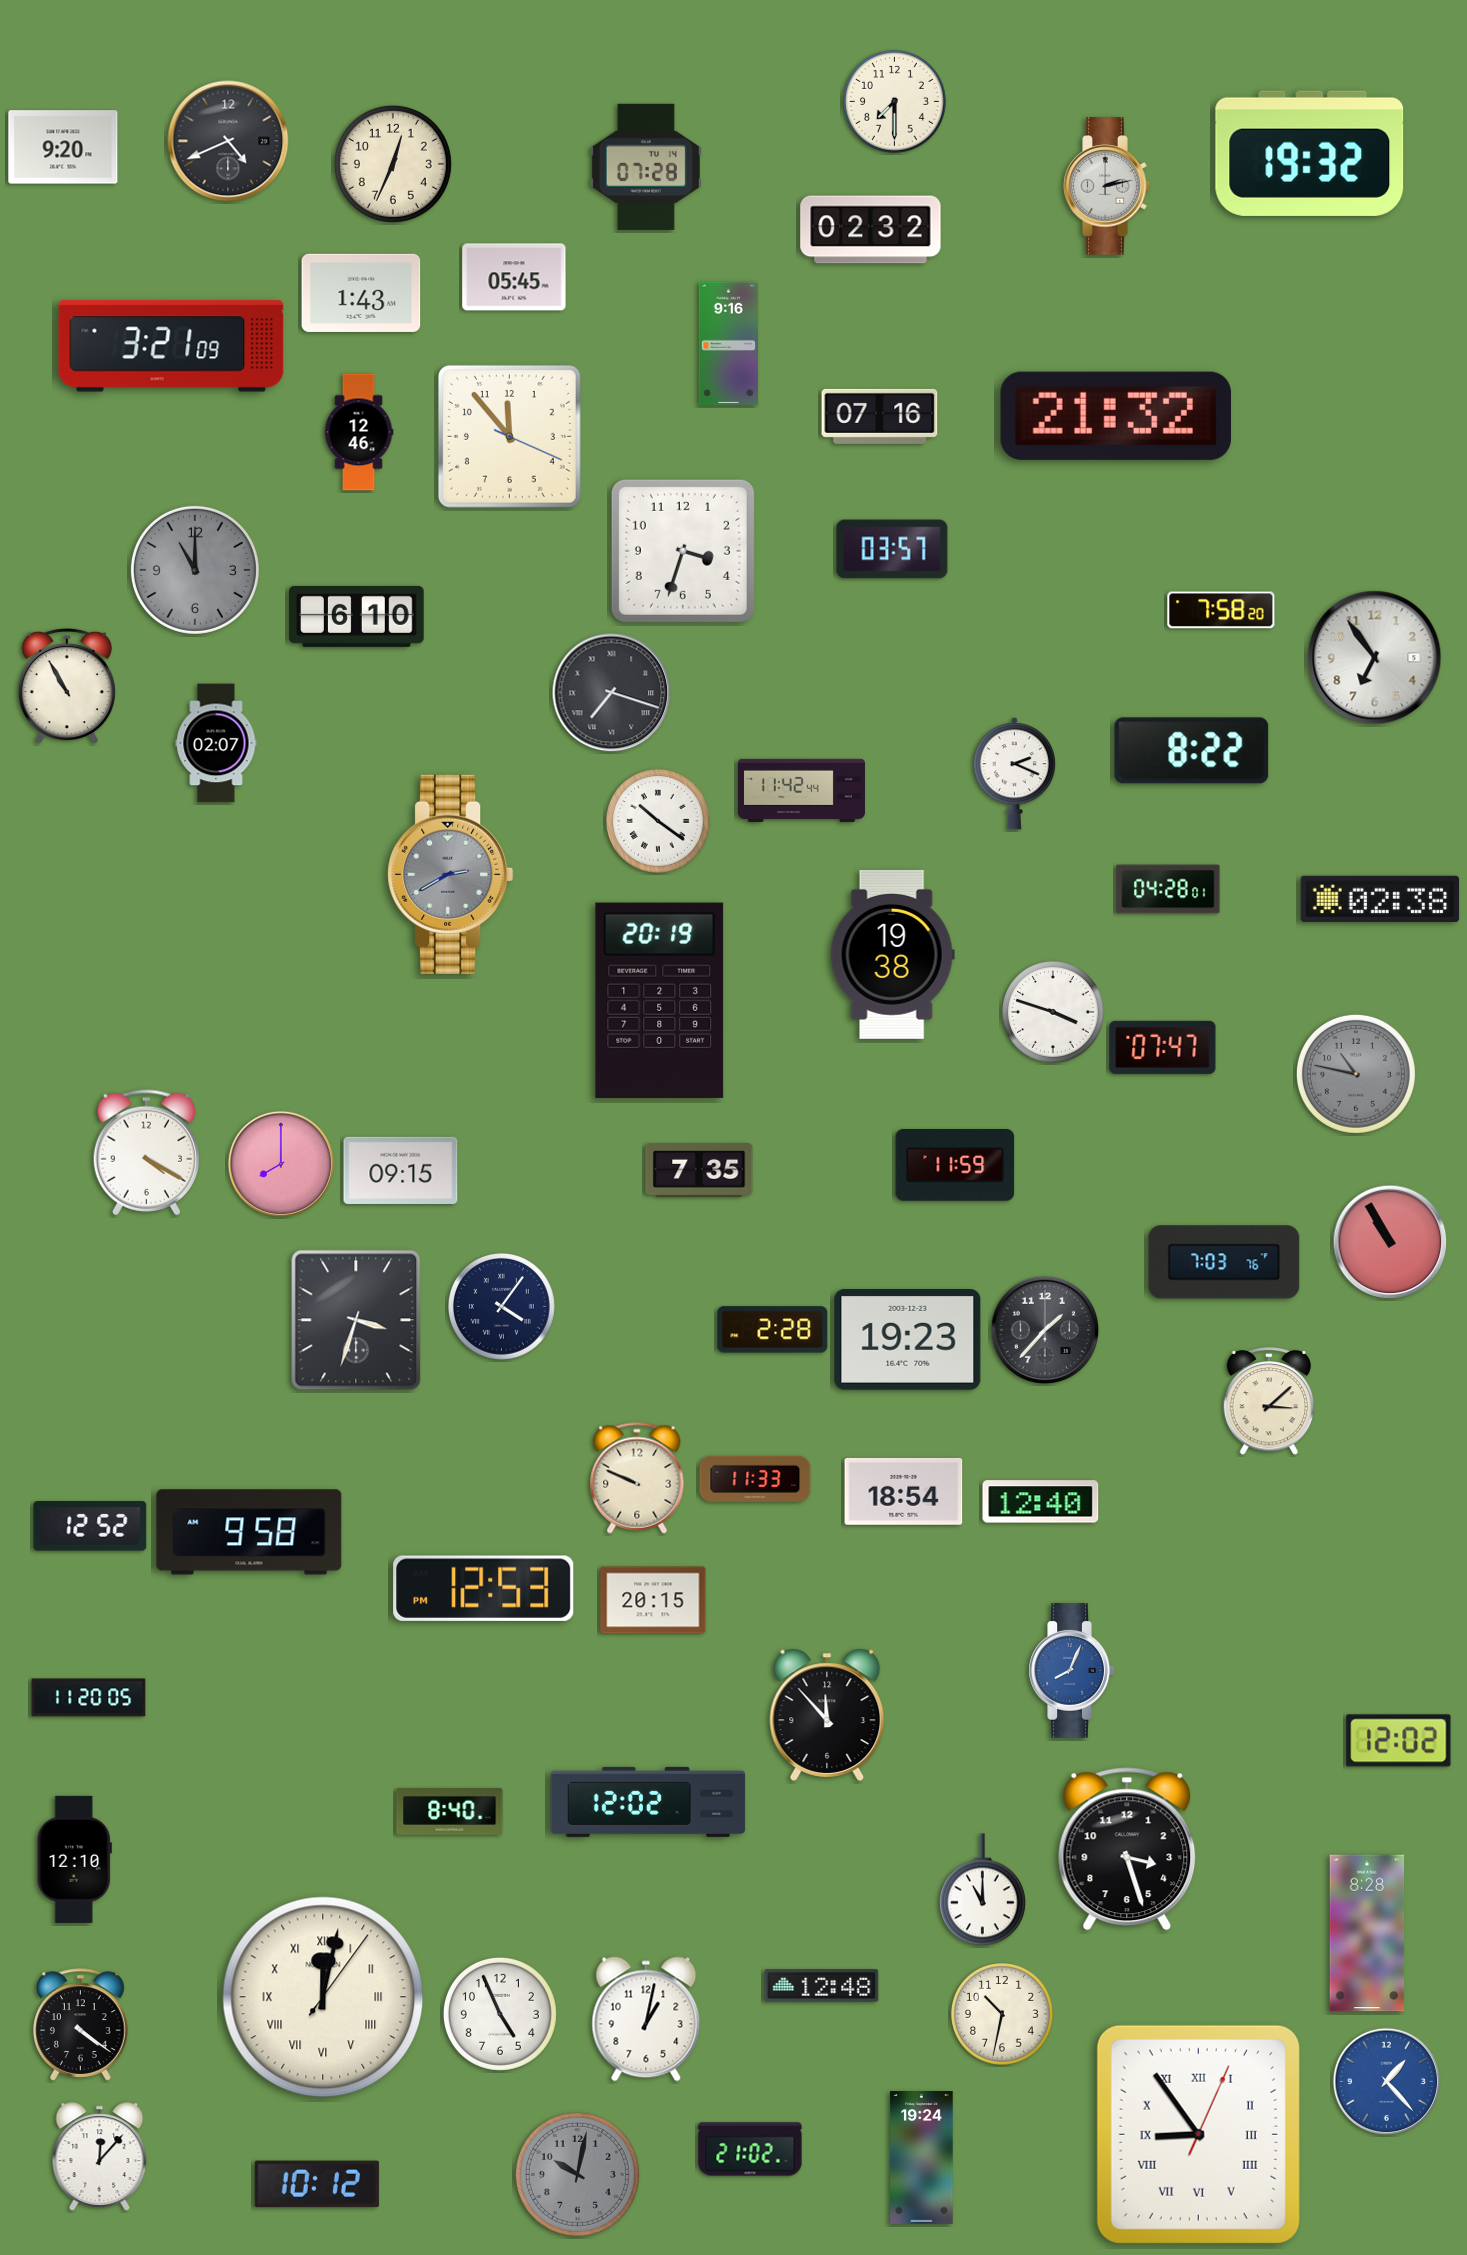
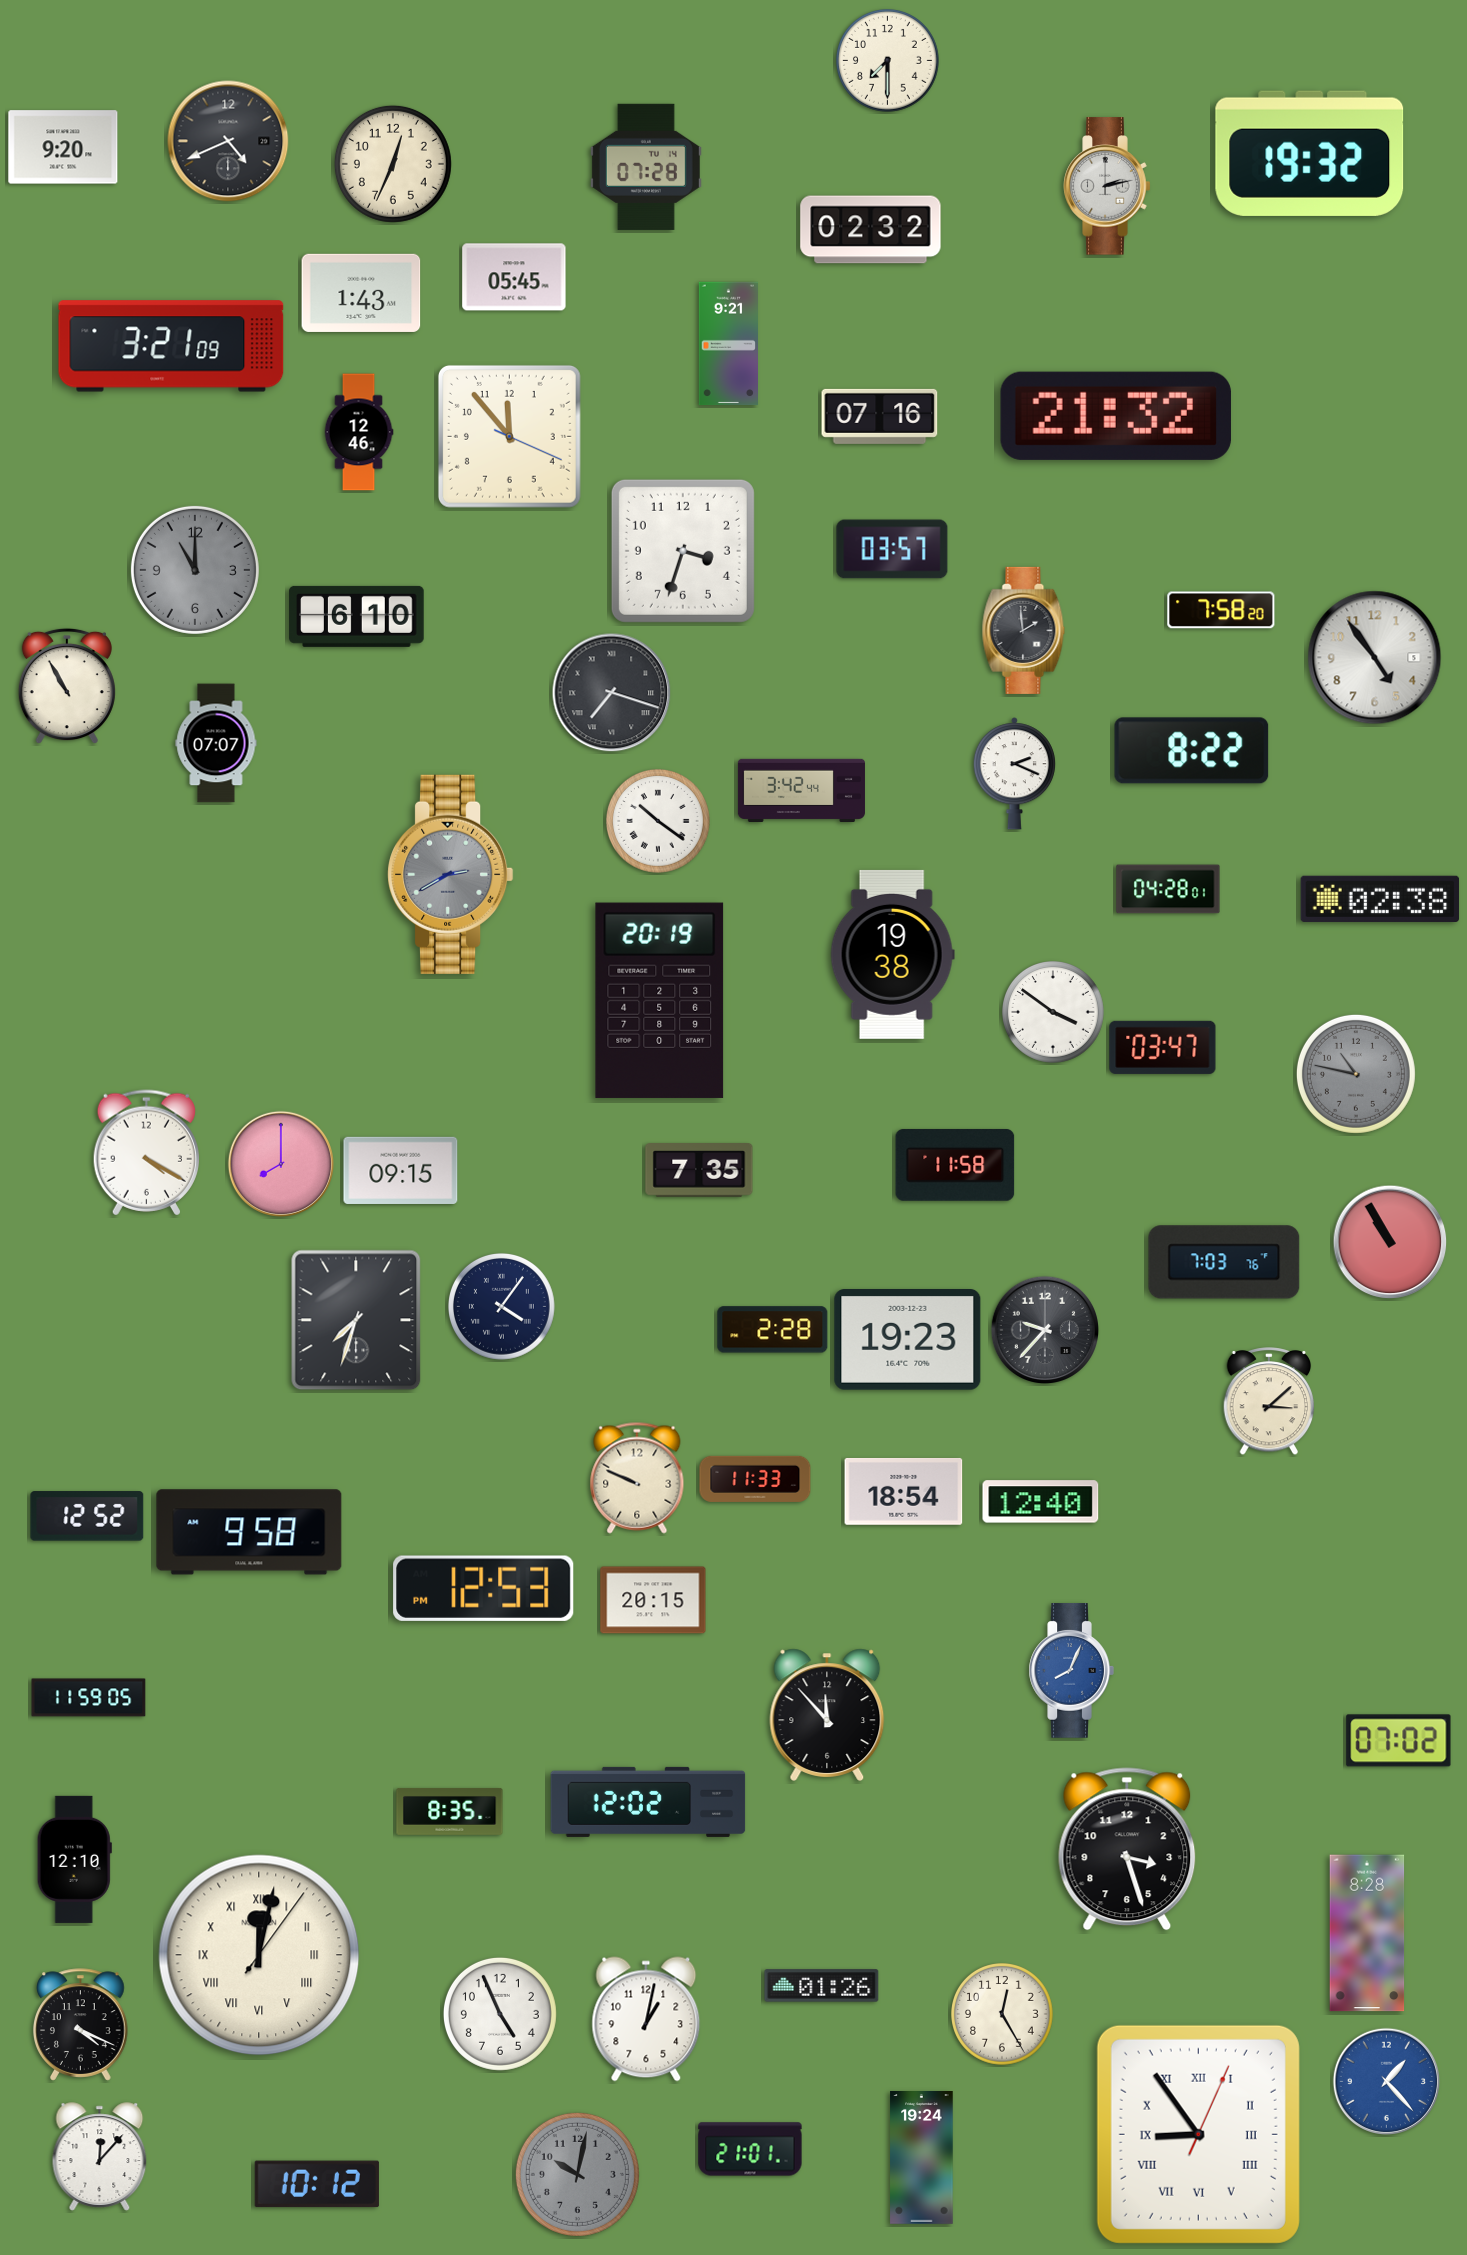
clock at (895, 102) position: (895, 102) -> (888, 61)
clock at (728, 344): 9:16 -> 9:21
clock at (1024, 630): none -> 1:59
clock at (1375, 658): 6:54 -> 4:54
clock at (216, 743): 02:07 -> 07:07
clock at (801, 790): 11:42 -> 3:42
clock at (1054, 1013): 3:48 -> 3:51
clock at (1163, 1047): 07:47 -> 03:47
clock at (955, 1165): 11:59 -> 11:58
clock at (356, 1320): 3:33 -> 7:33
clock at (1044, 1329): 1:37 -> 9:37
clock at (90, 1526) position: (90, 1526) -> (87, 1516)
clock at (89, 1698): 11:20 -> 11:59
clock at (1399, 1741): 12:02 -> 07:02
clock at (450, 1811): 8:40 -> 8:35
clock at (982, 1890): 11:00 -> none
clock at (822, 1986): 12:48 -> 01:26
clock at (323, 1997) position: (323, 1997) -> (259, 1955)
clock at (1003, 2015): 10:32 -> 12:25
clock at (81, 2025): 4:21 -> 4:19
clock at (750, 2149): 21:02 -> 21:01
